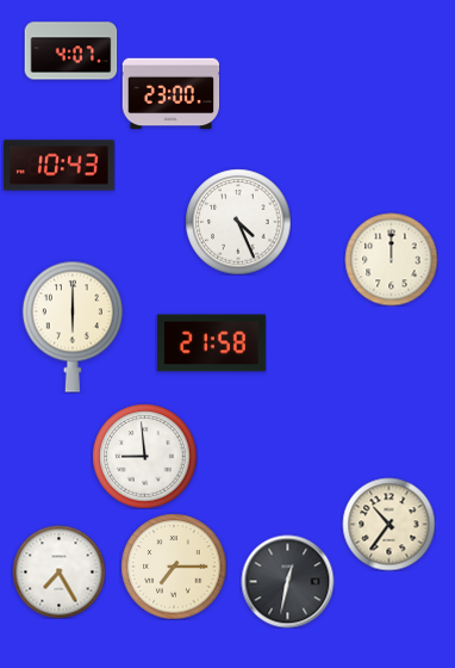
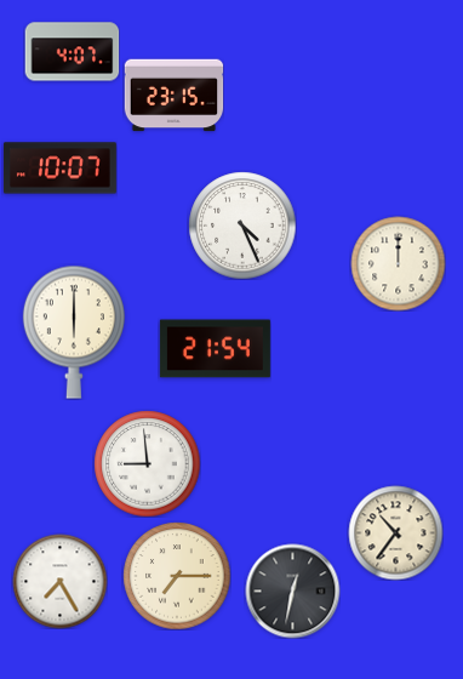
clock at (170, 94): 23:00 -> 23:15
clock at (58, 166): 10:43 -> 10:07
clock at (211, 344): 21:58 -> 21:54
